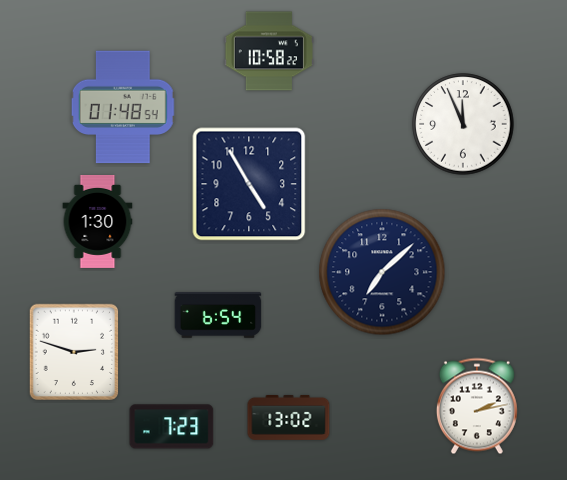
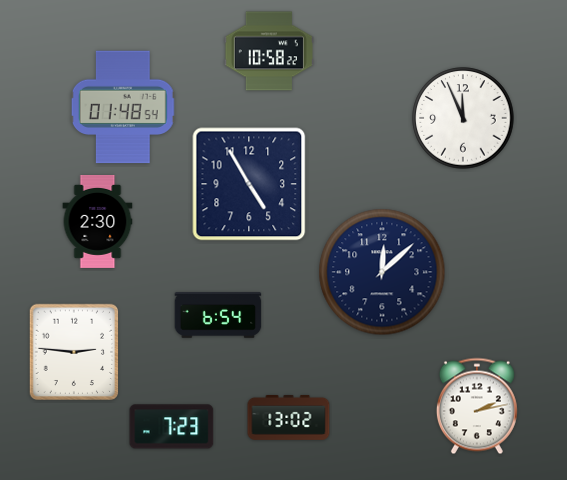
clock at (463, 124) position: (463, 124) -> (463, 118)
clock at (98, 221): 1:30 -> 2:30
clock at (382, 272): 7:08 -> 12:08
clock at (74, 352): 2:48 -> 2:46
